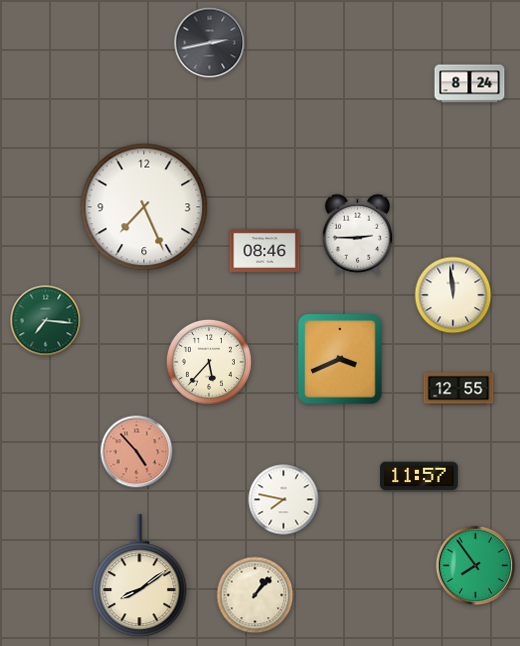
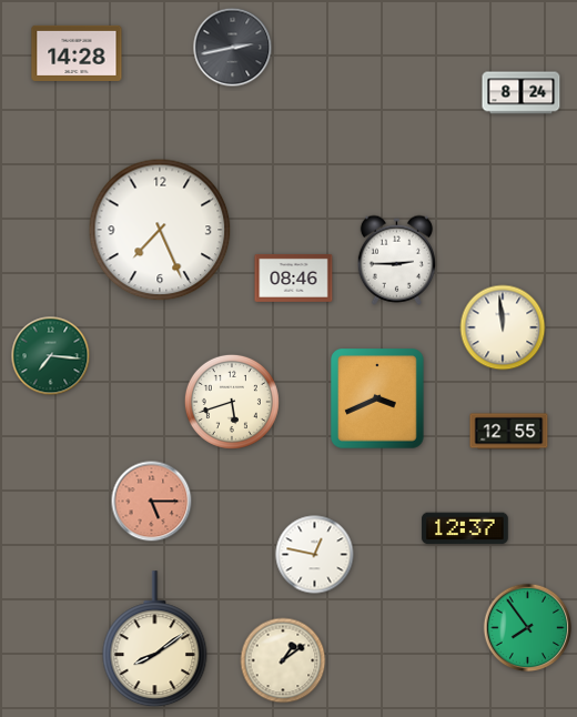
clock at (77, 53): none -> 14:28
clock at (209, 362): 5:37 -> 5:42
clock at (137, 452): 4:53 -> 5:15
clock at (419, 476): 11:57 -> 12:37
clock at (284, 500): 7:47 -> 12:47
clock at (255, 595): 1:07 -> 1:09
